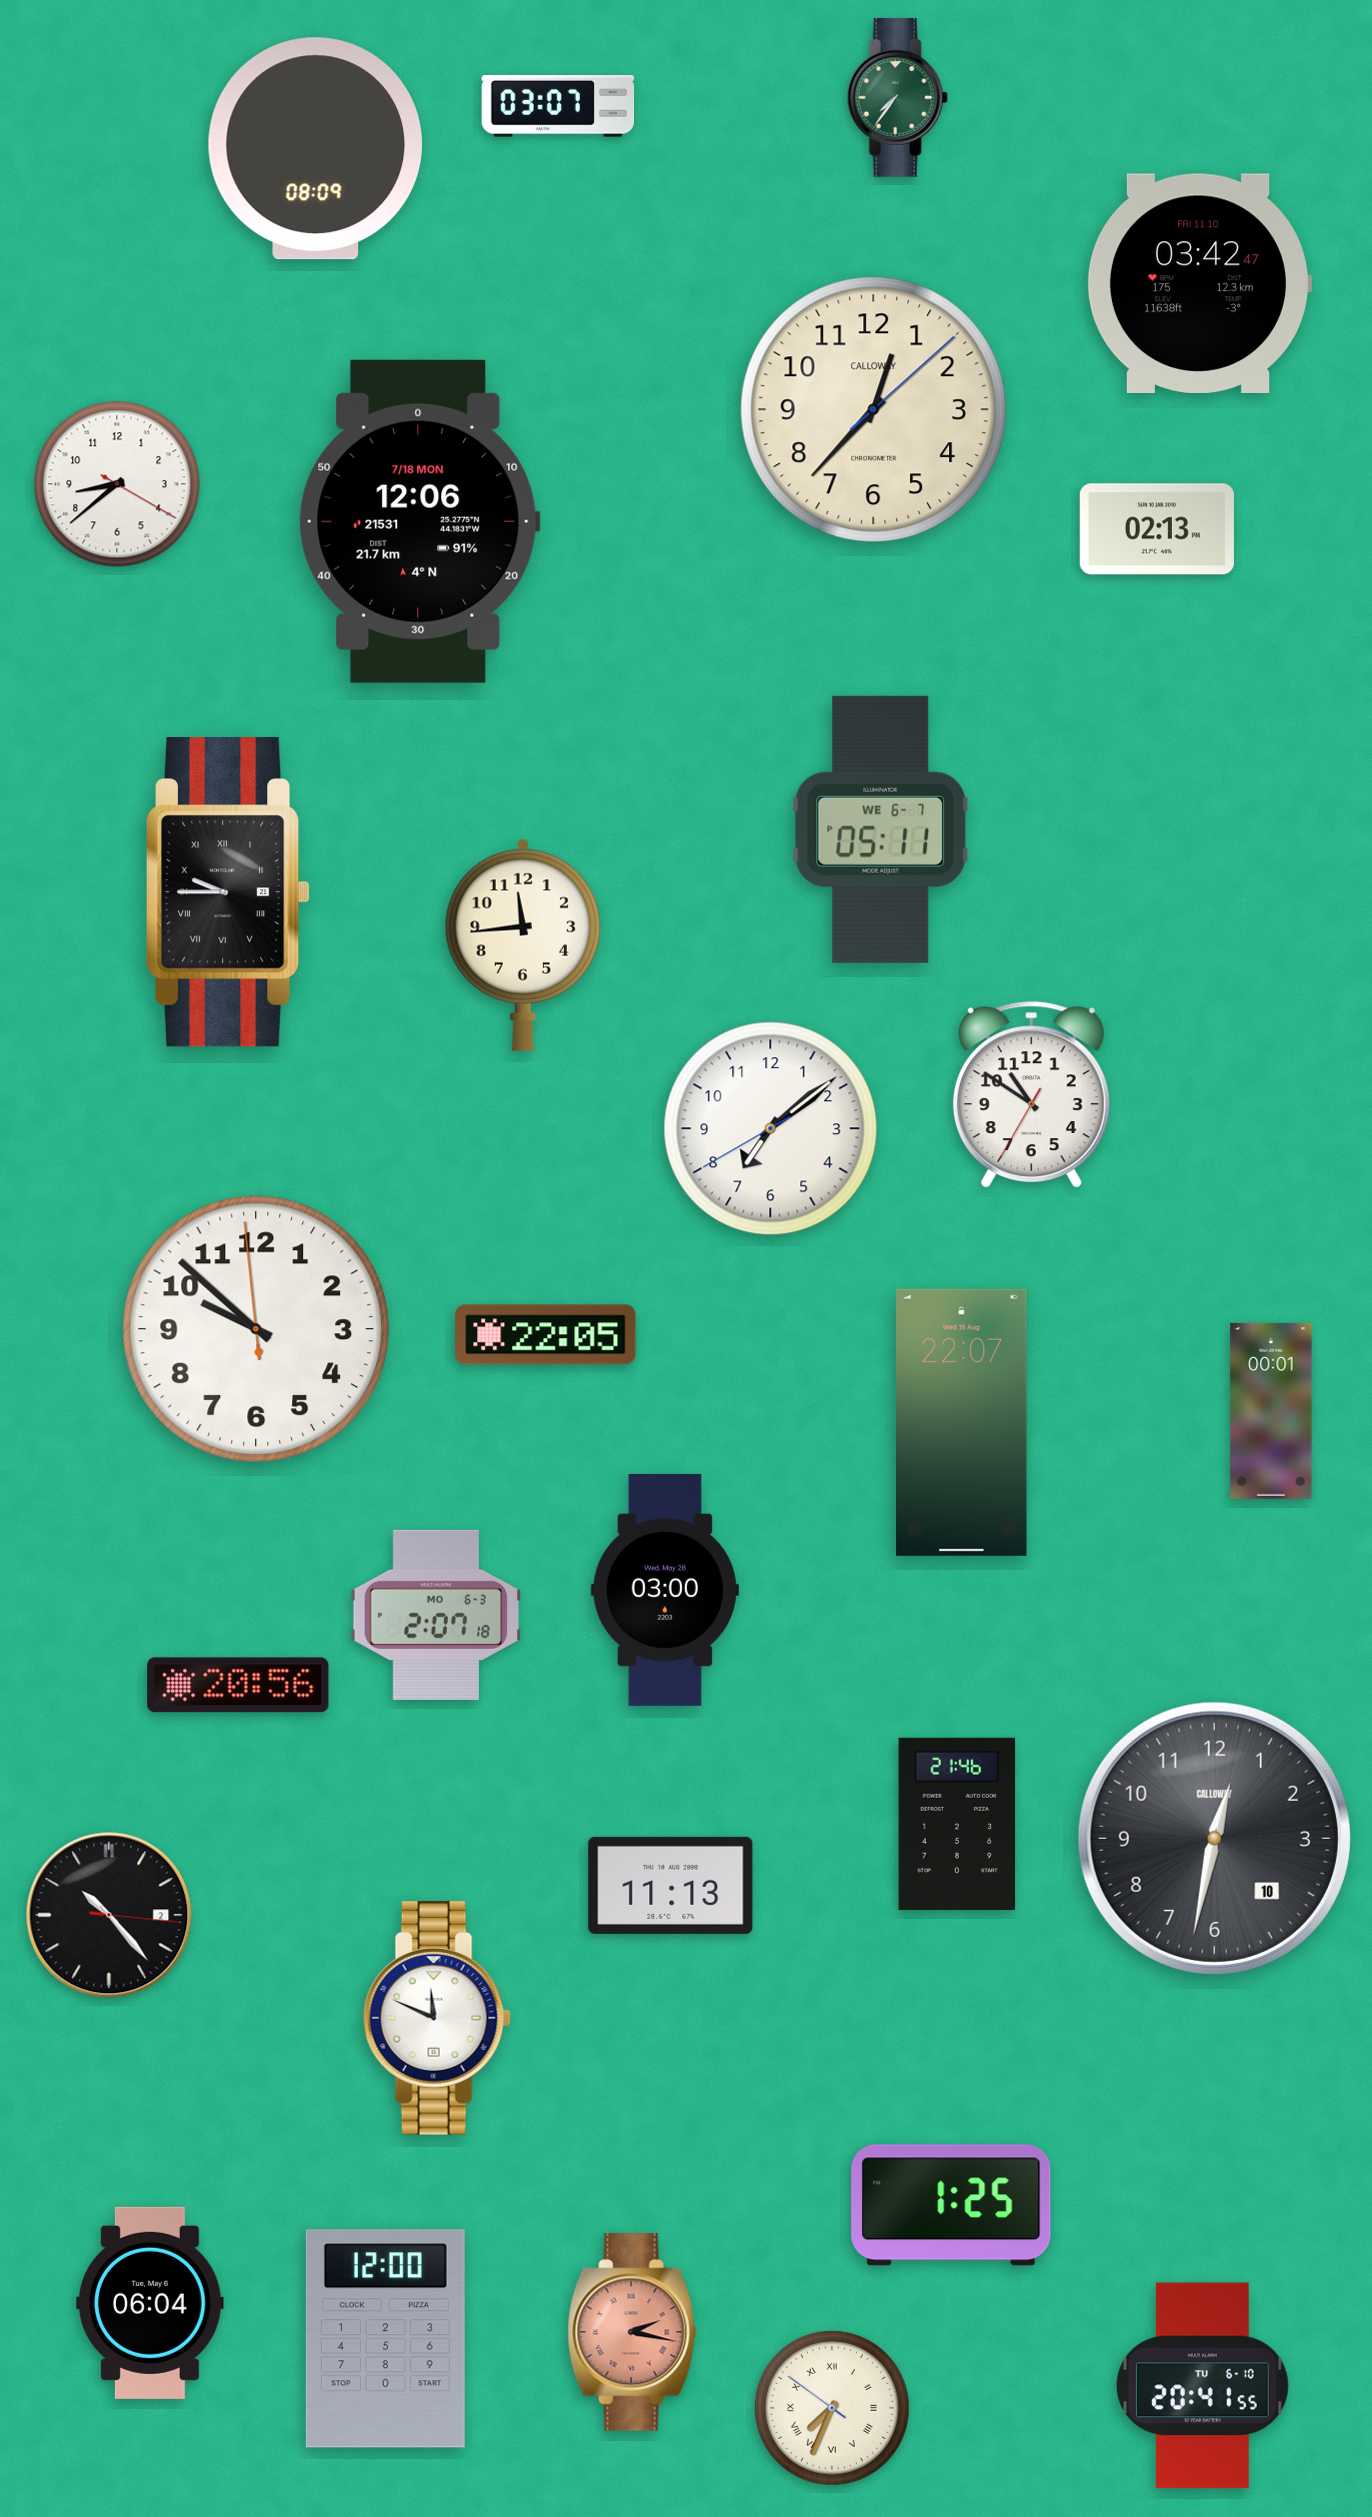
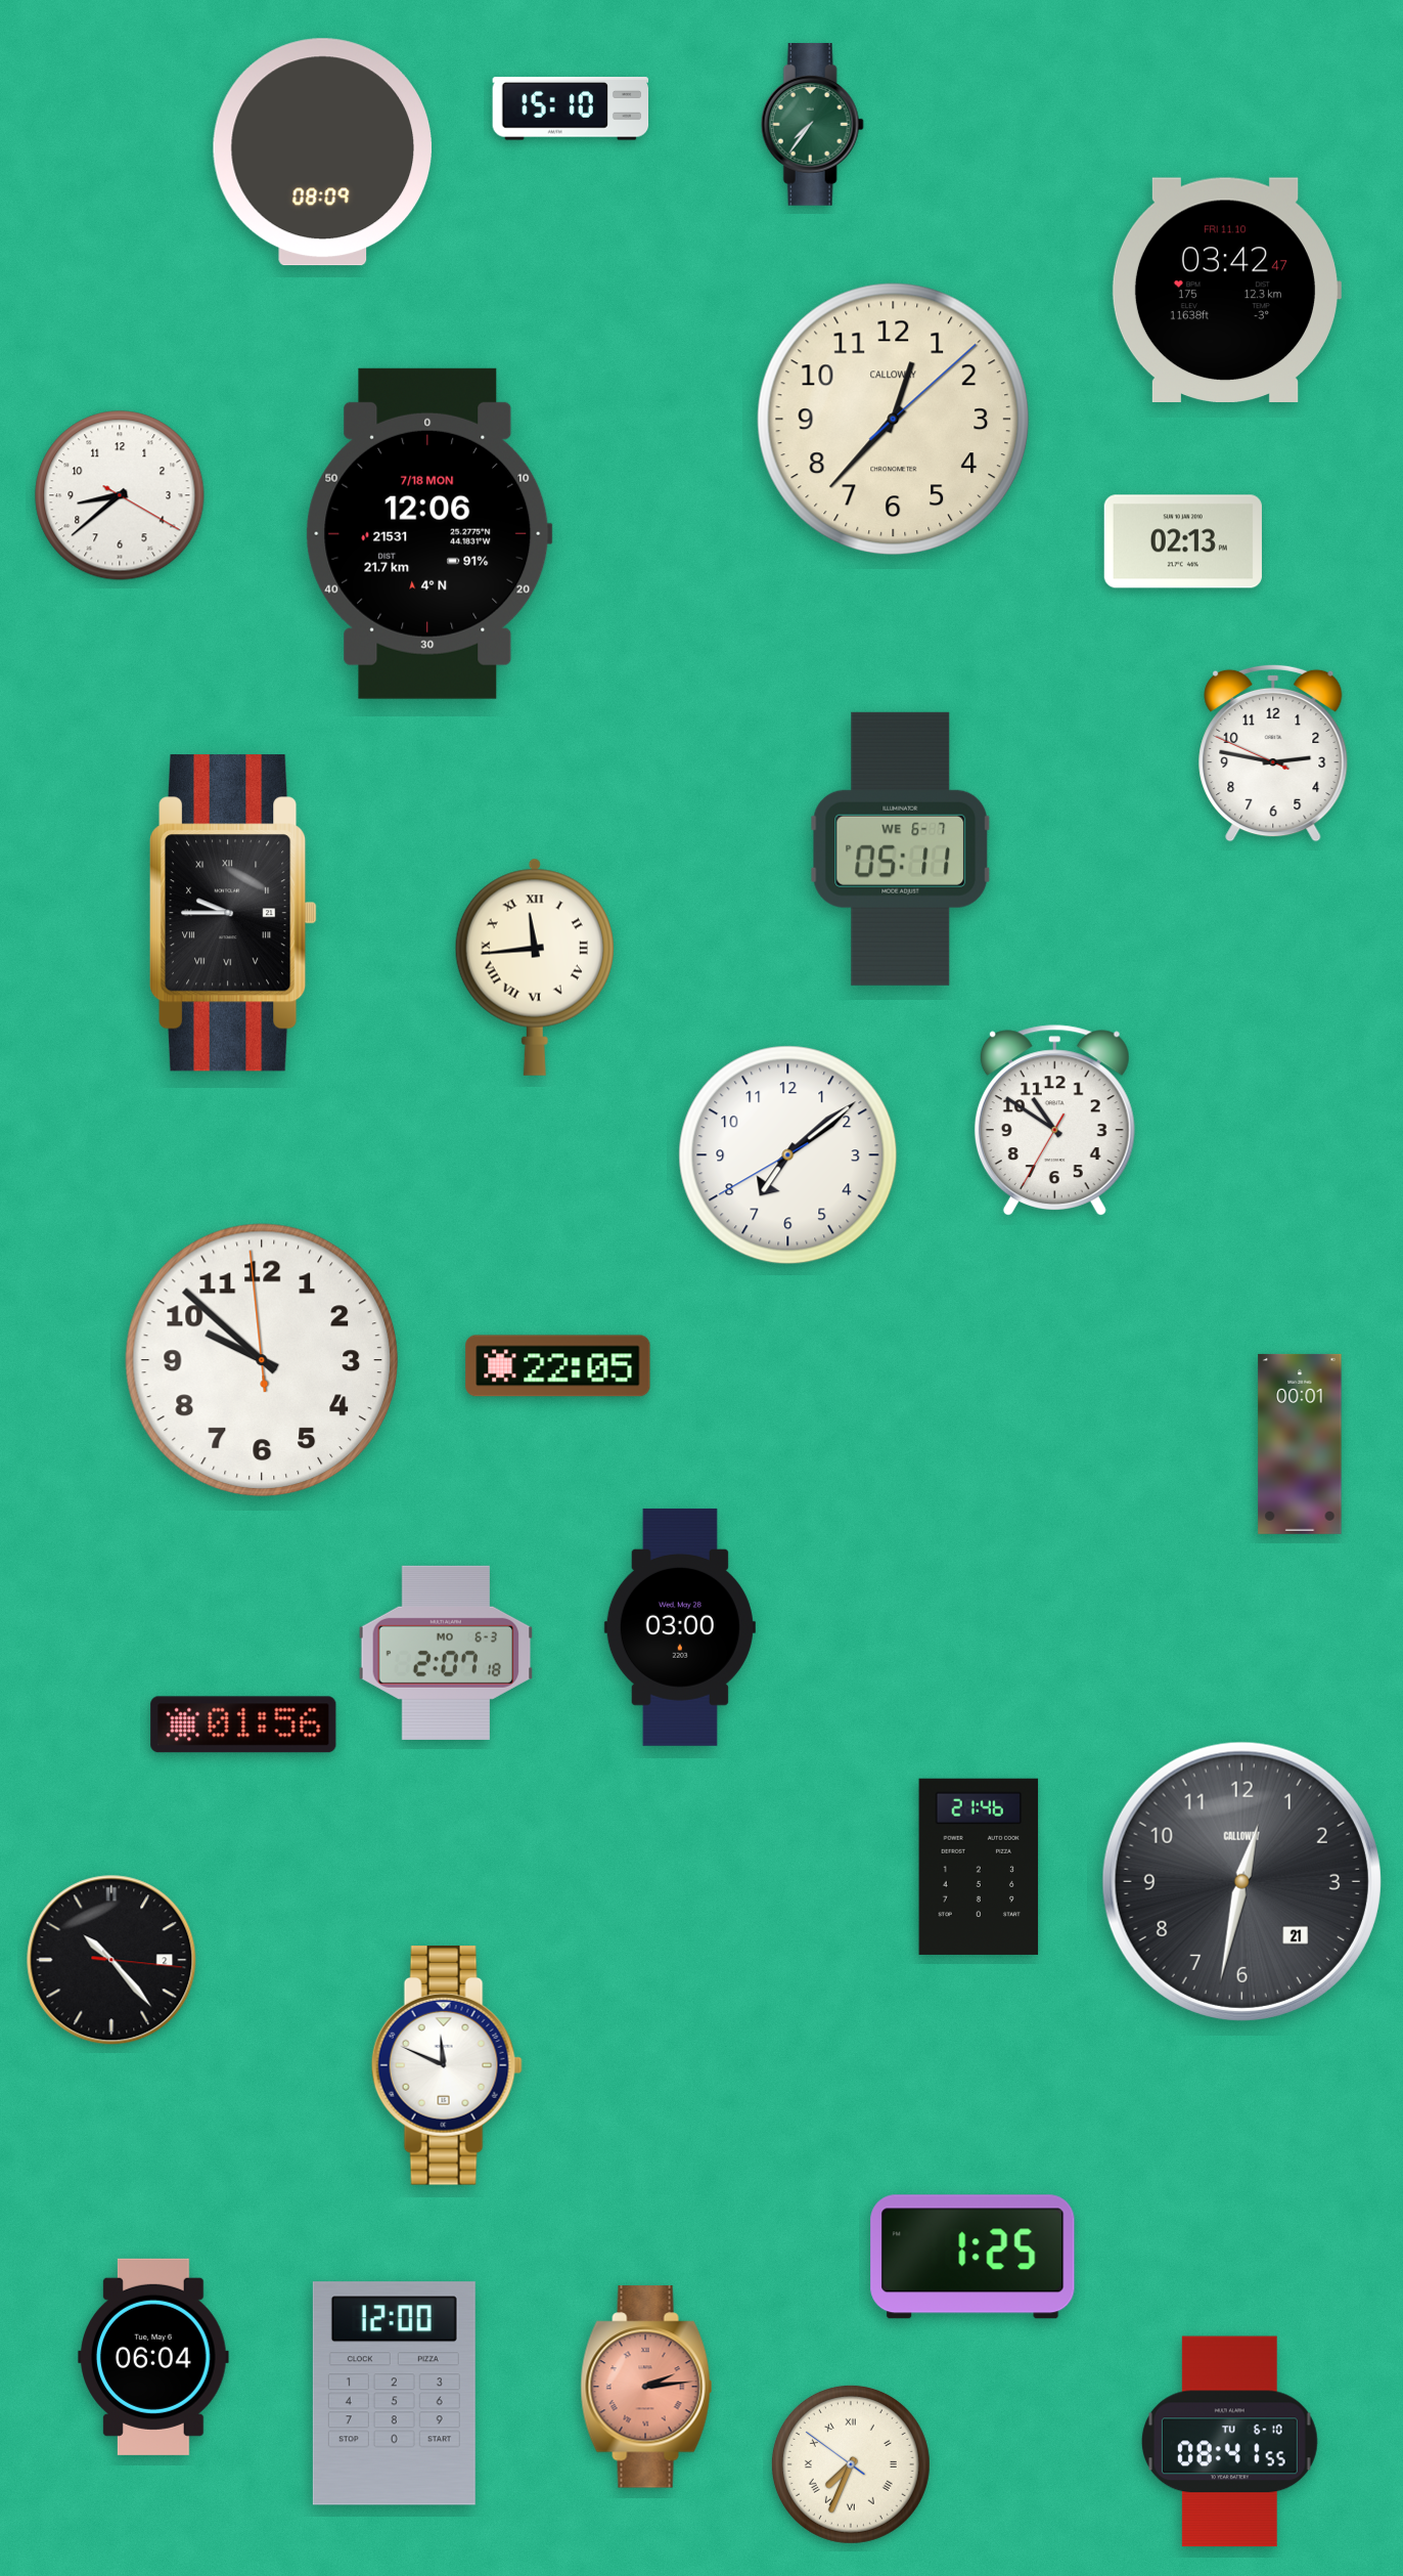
clock at (897, 98) position: (897, 98) -> (812, 125)
clock at (558, 106): 03:07 -> 15:10
clock at (1273, 753): none -> 2:46
clock at (523, 945) numerals: Arabic -> Roman
clock at (962, 1422): 22:07 -> none
clock at (238, 1685): 20:56 -> 01:56
clock at (1214, 1838) date: 10 -> 21
clock at (671, 1885): 11:13 -> none
clock at (632, 2332): 2:17 -> 2:14
clock at (1202, 2386): 20:41 -> 08:41
